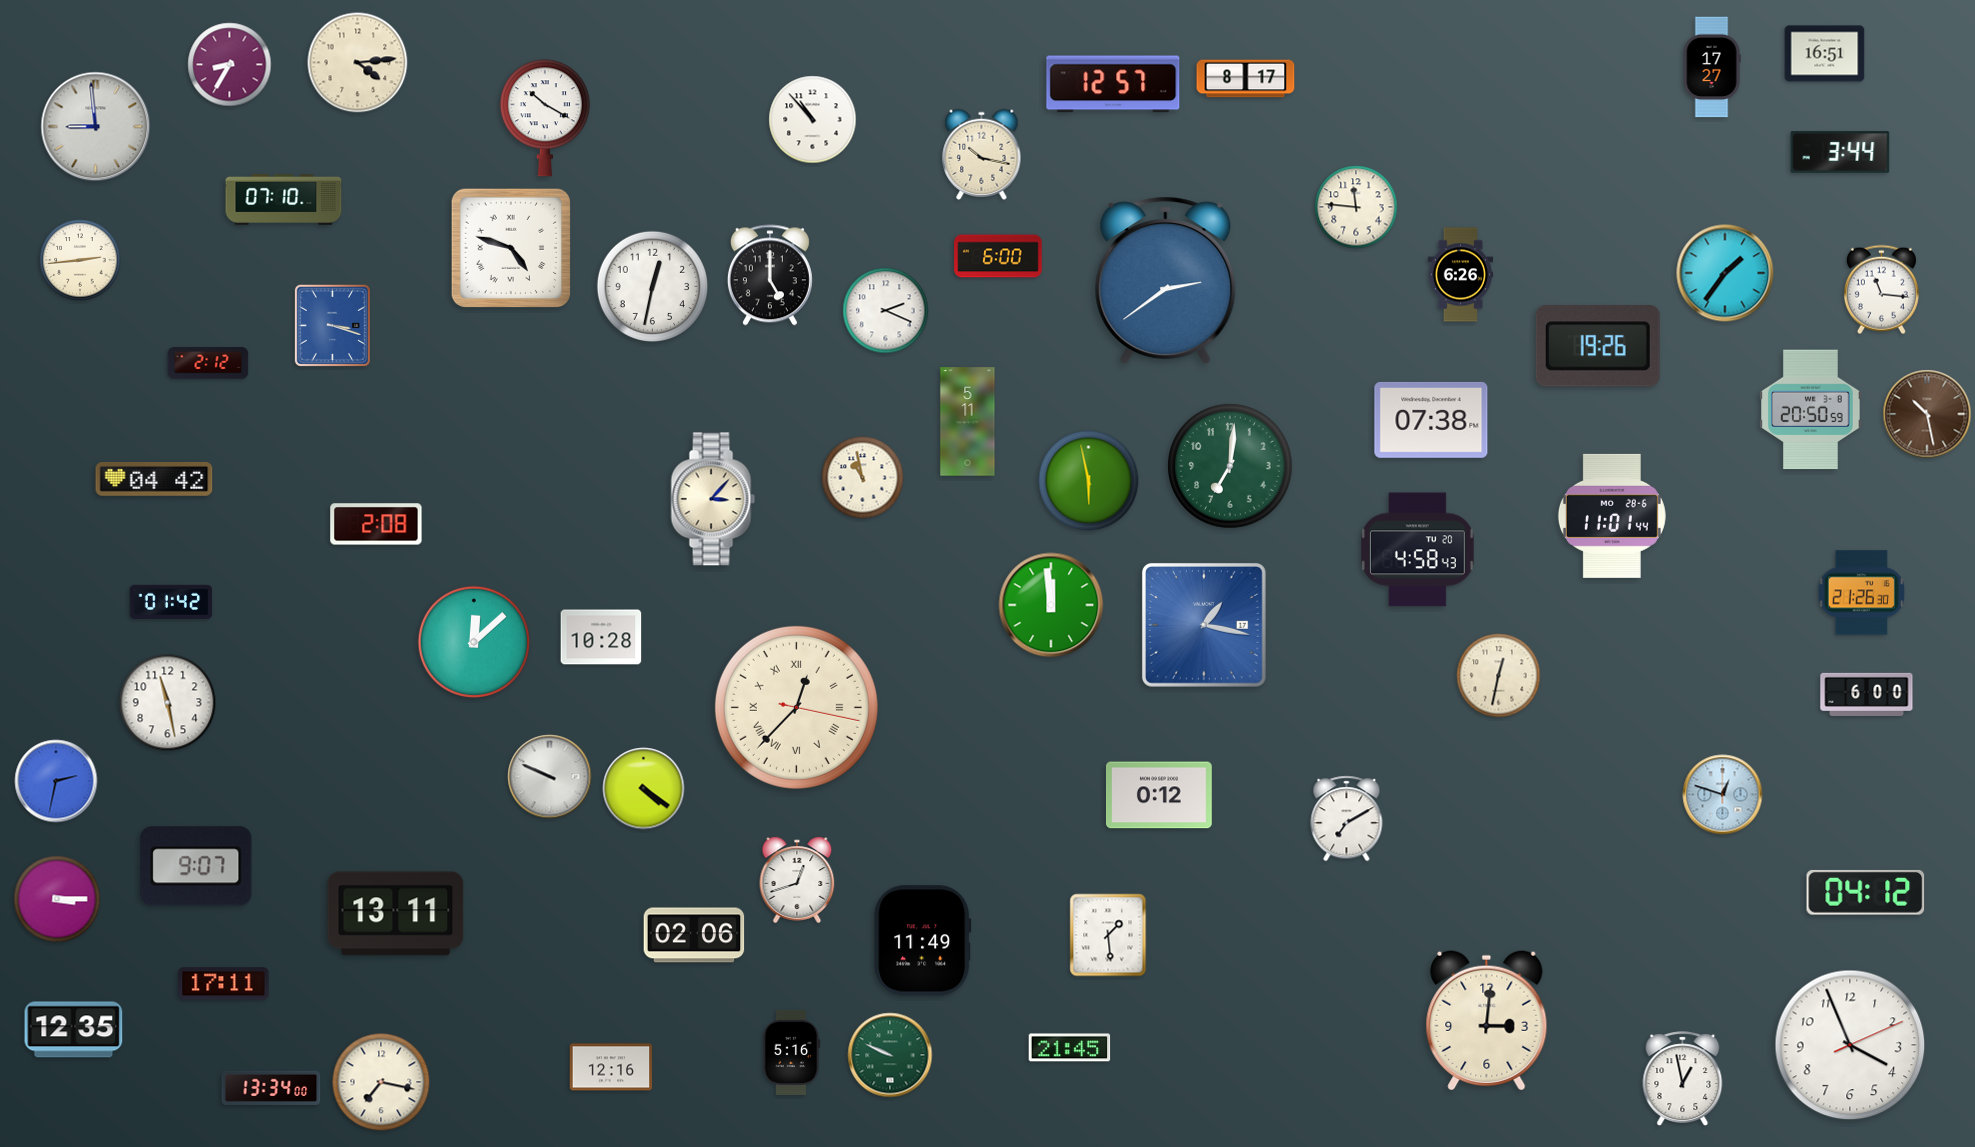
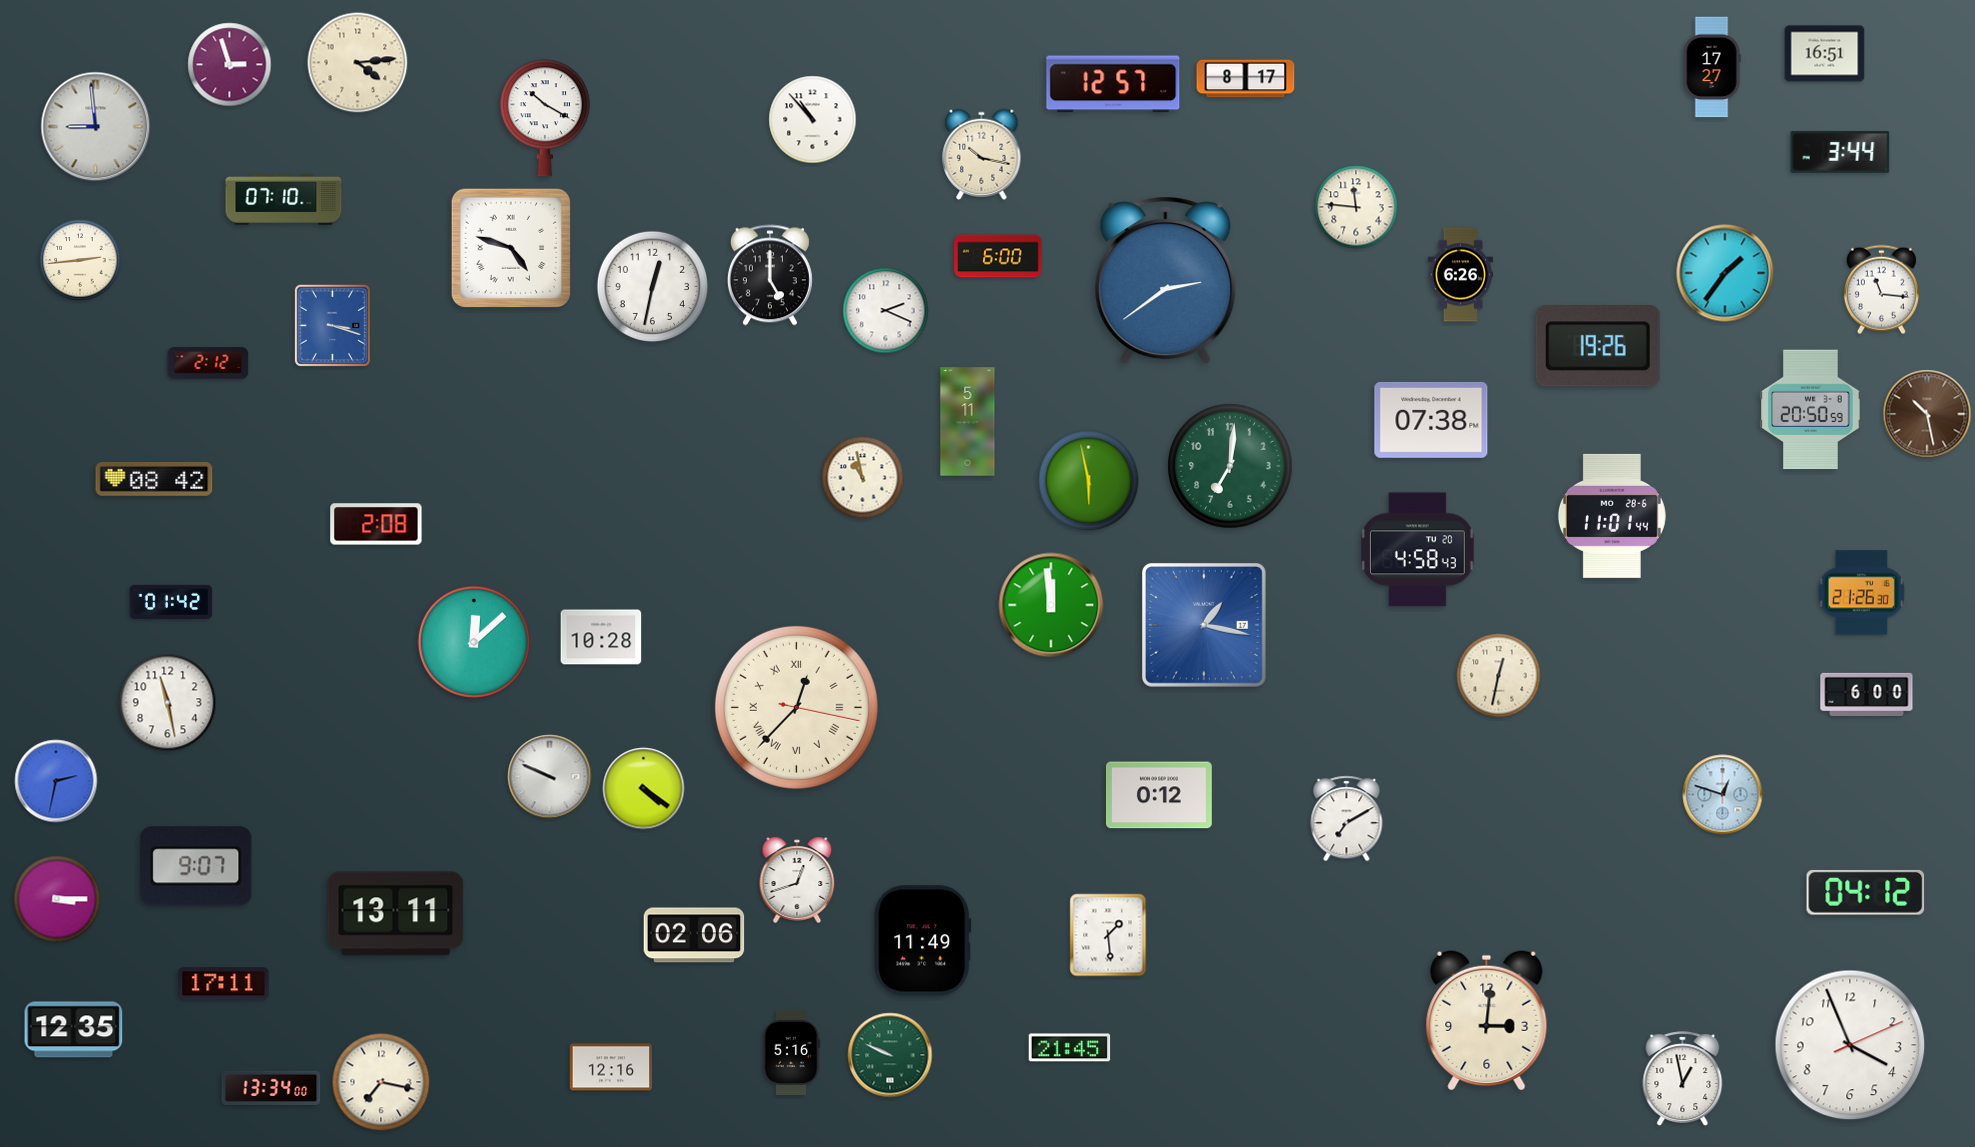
clock at (230, 65): 8:35 -> 2:57
clock at (154, 479): 04:42 -> 08:42
clock at (713, 499): 3:07 -> none
